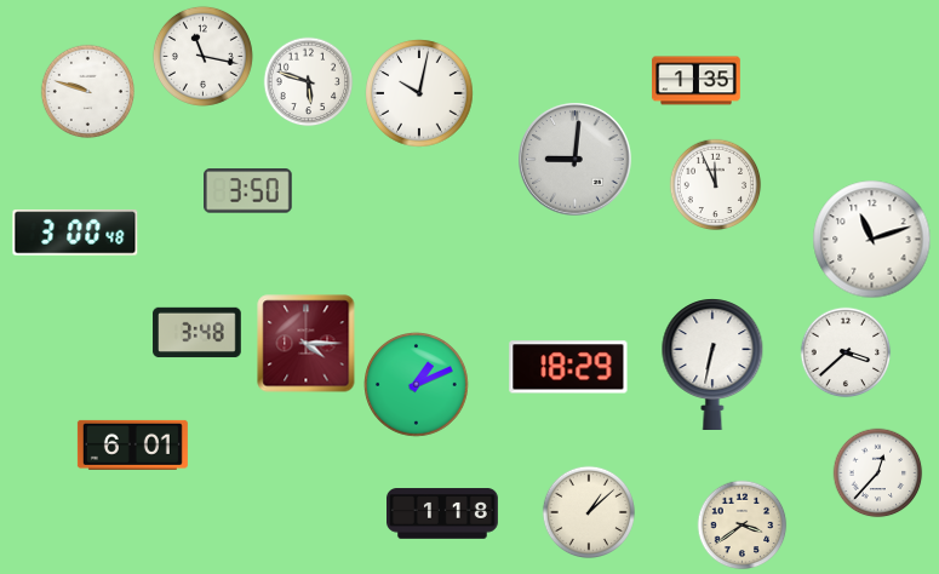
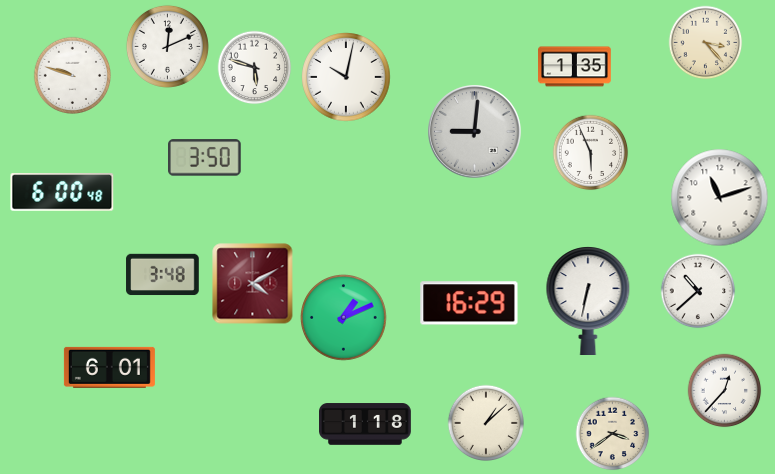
clock at (706, 43): none -> 3:23
clock at (202, 56): 11:17 -> 12:11
clock at (716, 185): 11:56 -> 5:56
clock at (75, 233): 3:00 -> 6:00
clock at (307, 344): 4:15 -> 4:10
clock at (846, 352): 3:38 -> 10:38
clock at (568, 367): 18:29 -> 16:29
